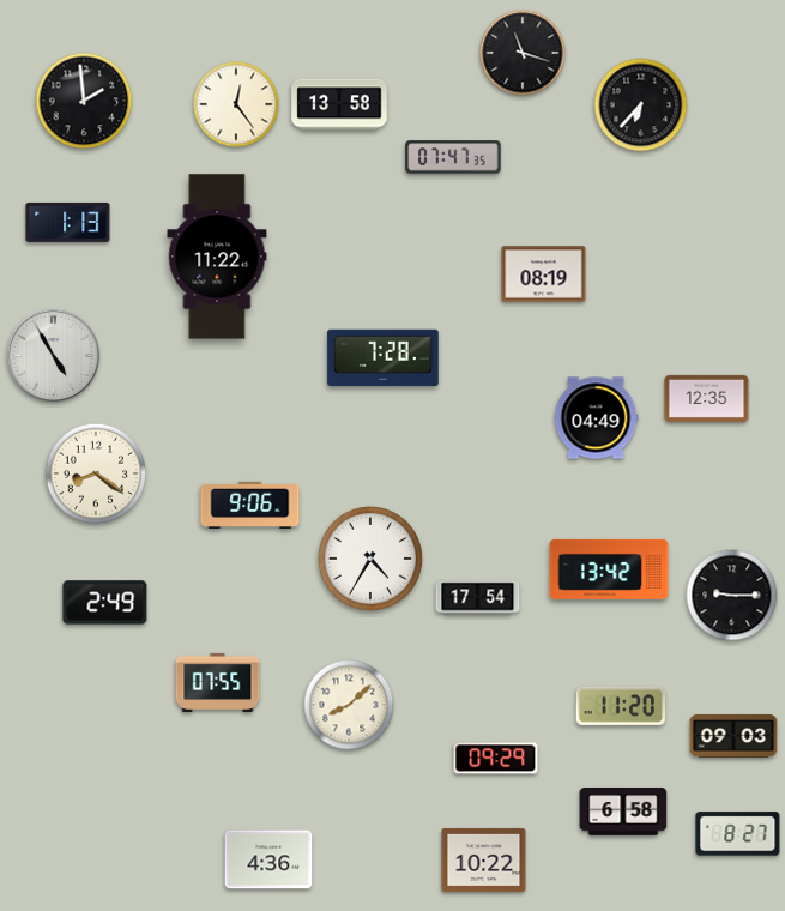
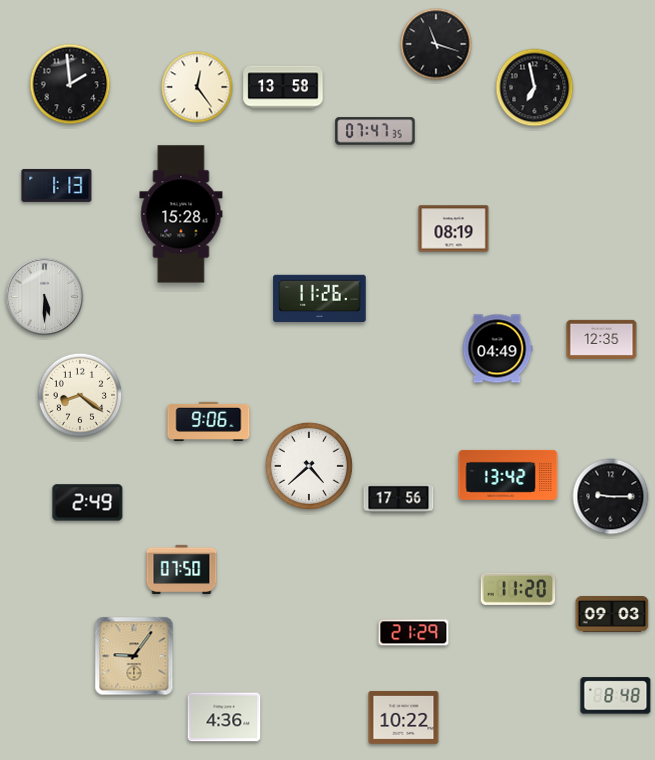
clock at (641, 105): 6:37 -> 6:58
clock at (453, 157) position: (453, 157) -> (375, 131)
clock at (217, 257): 11:22 -> 15:28
clock at (54, 356): 4:55 -> 5:30
clock at (384, 358): 7:28 -> 11:26
clock at (707, 398) position: (707, 398) -> (602, 339)
clock at (370, 559): 4:35 -> 4:38
clock at (478, 598): 17:54 -> 17:56
clock at (218, 682): 07:55 -> 07:50
clock at (349, 705): 8:08 -> none
clock at (496, 759): 09:29 -> 21:29
clock at (134, 656): none -> 9:06
clock at (623, 813): 6:58 -> none
clock at (738, 834): 8:27 -> 8:48
